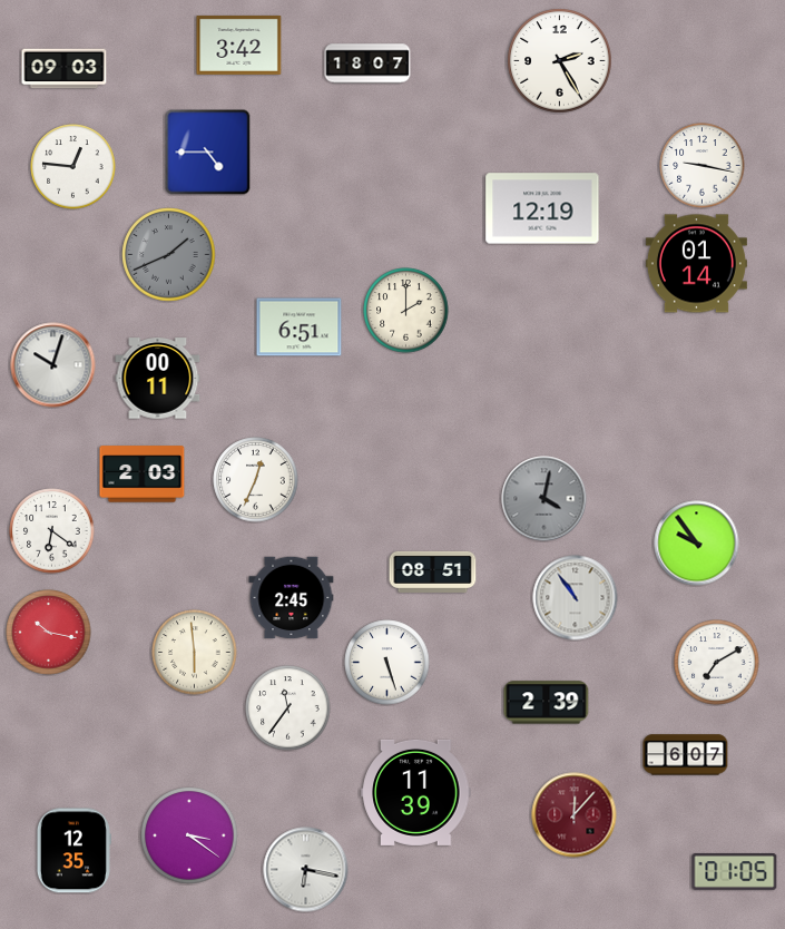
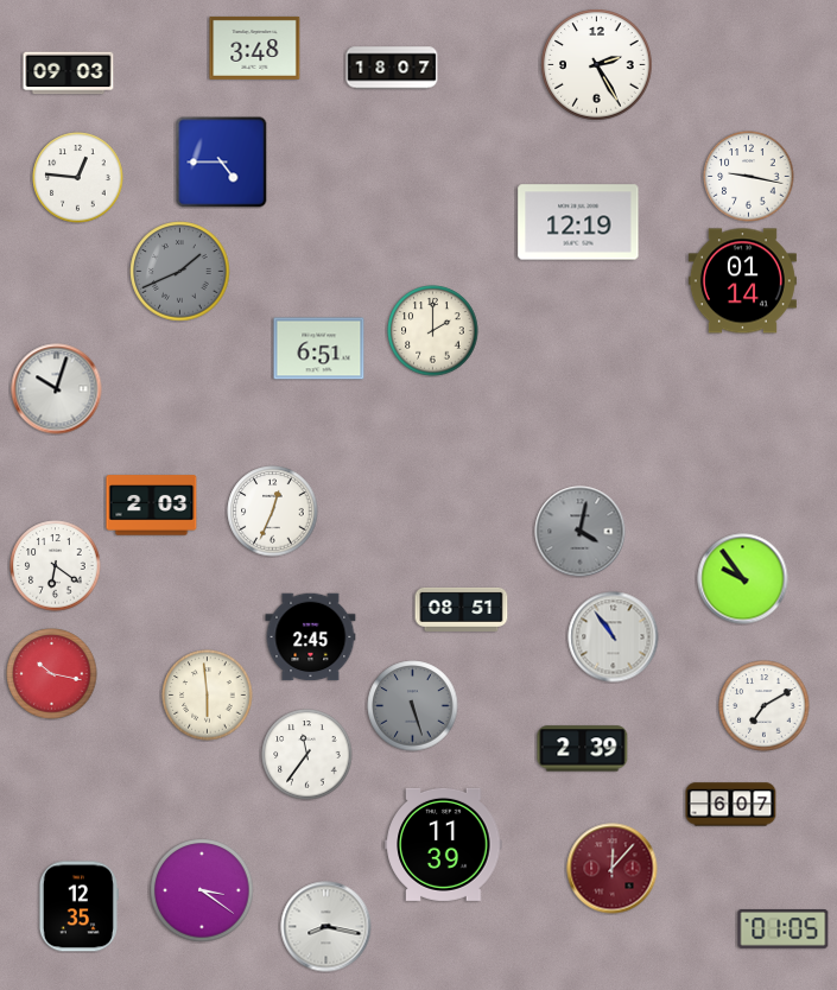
clock at (239, 45): 3:42 -> 3:48
clock at (158, 379): 00:11 -> none
clock at (387, 663) dial: white -> grey
clock at (306, 870): 6:17 -> 8:17
